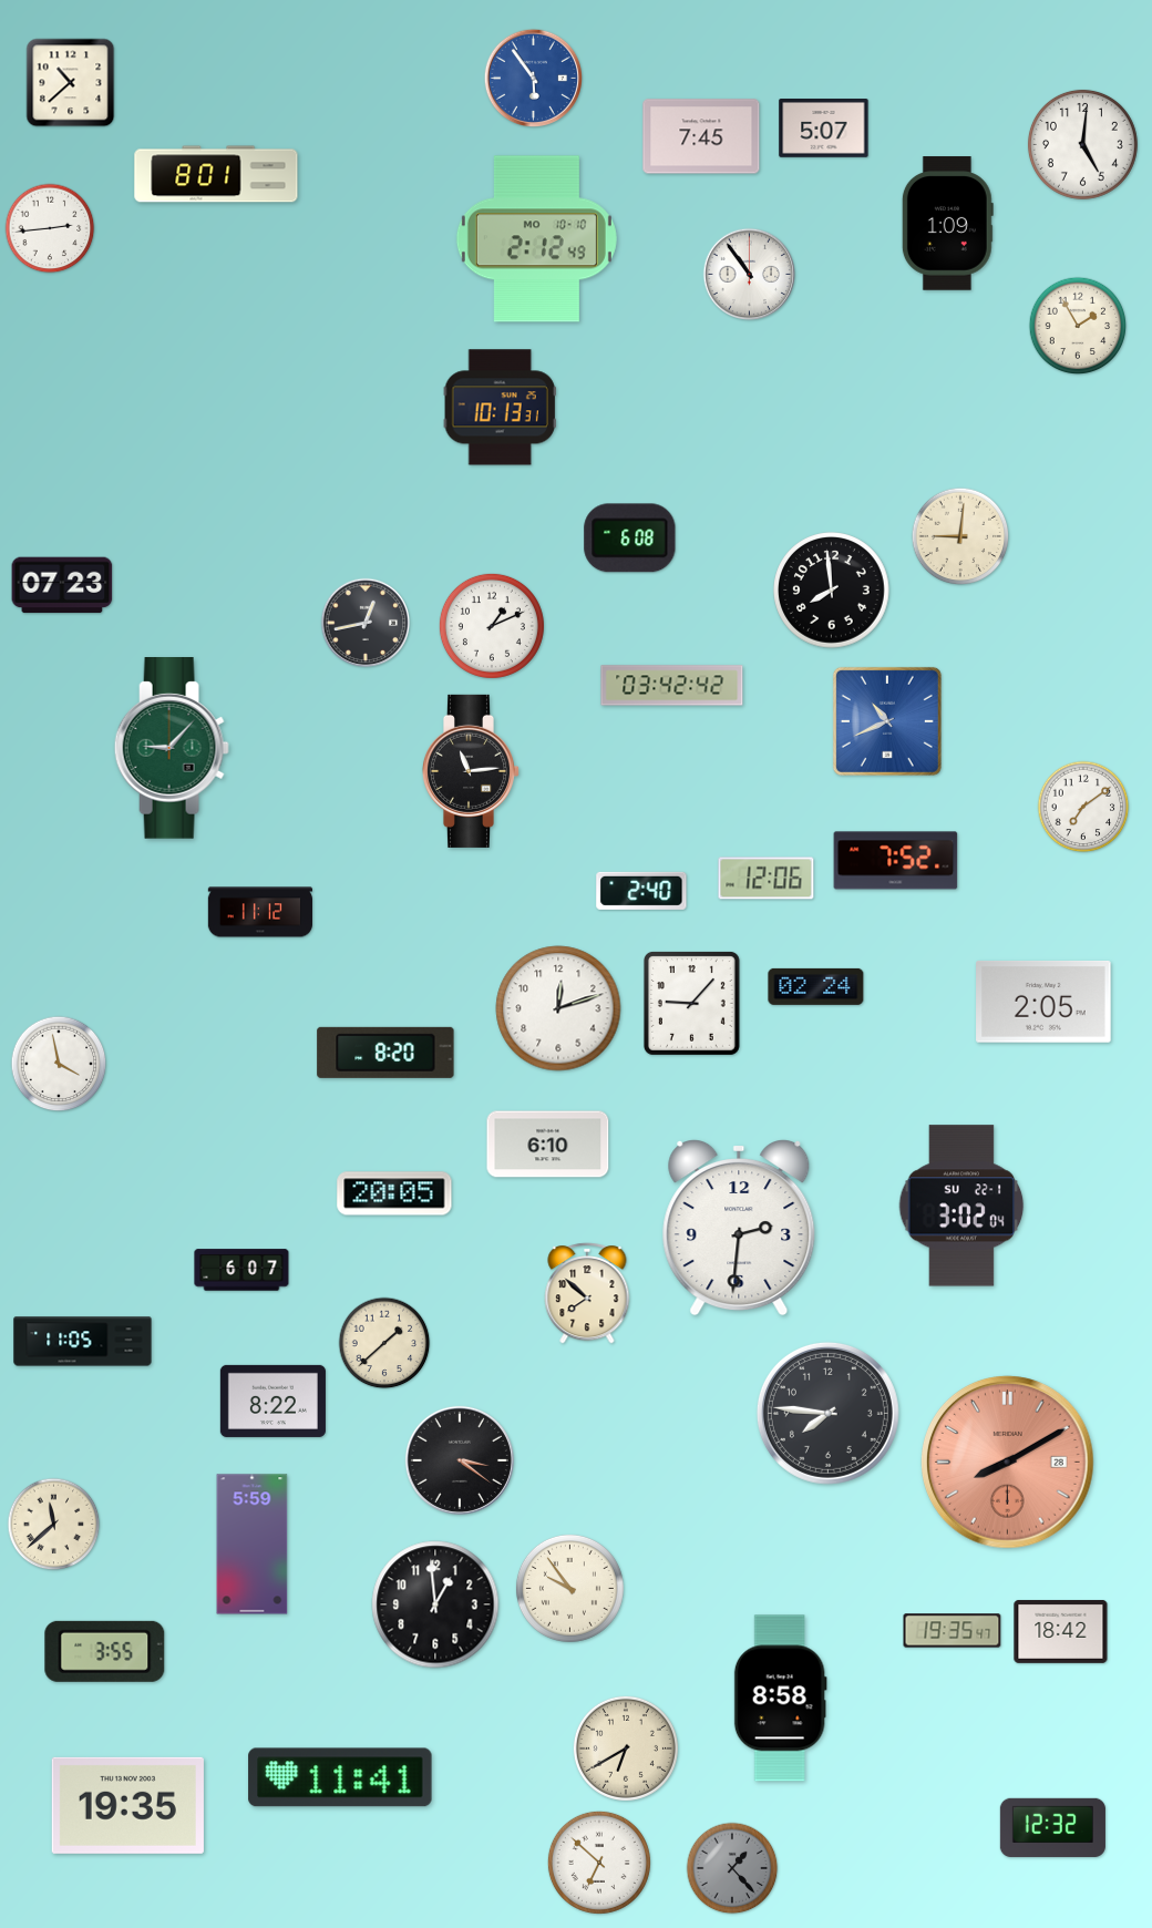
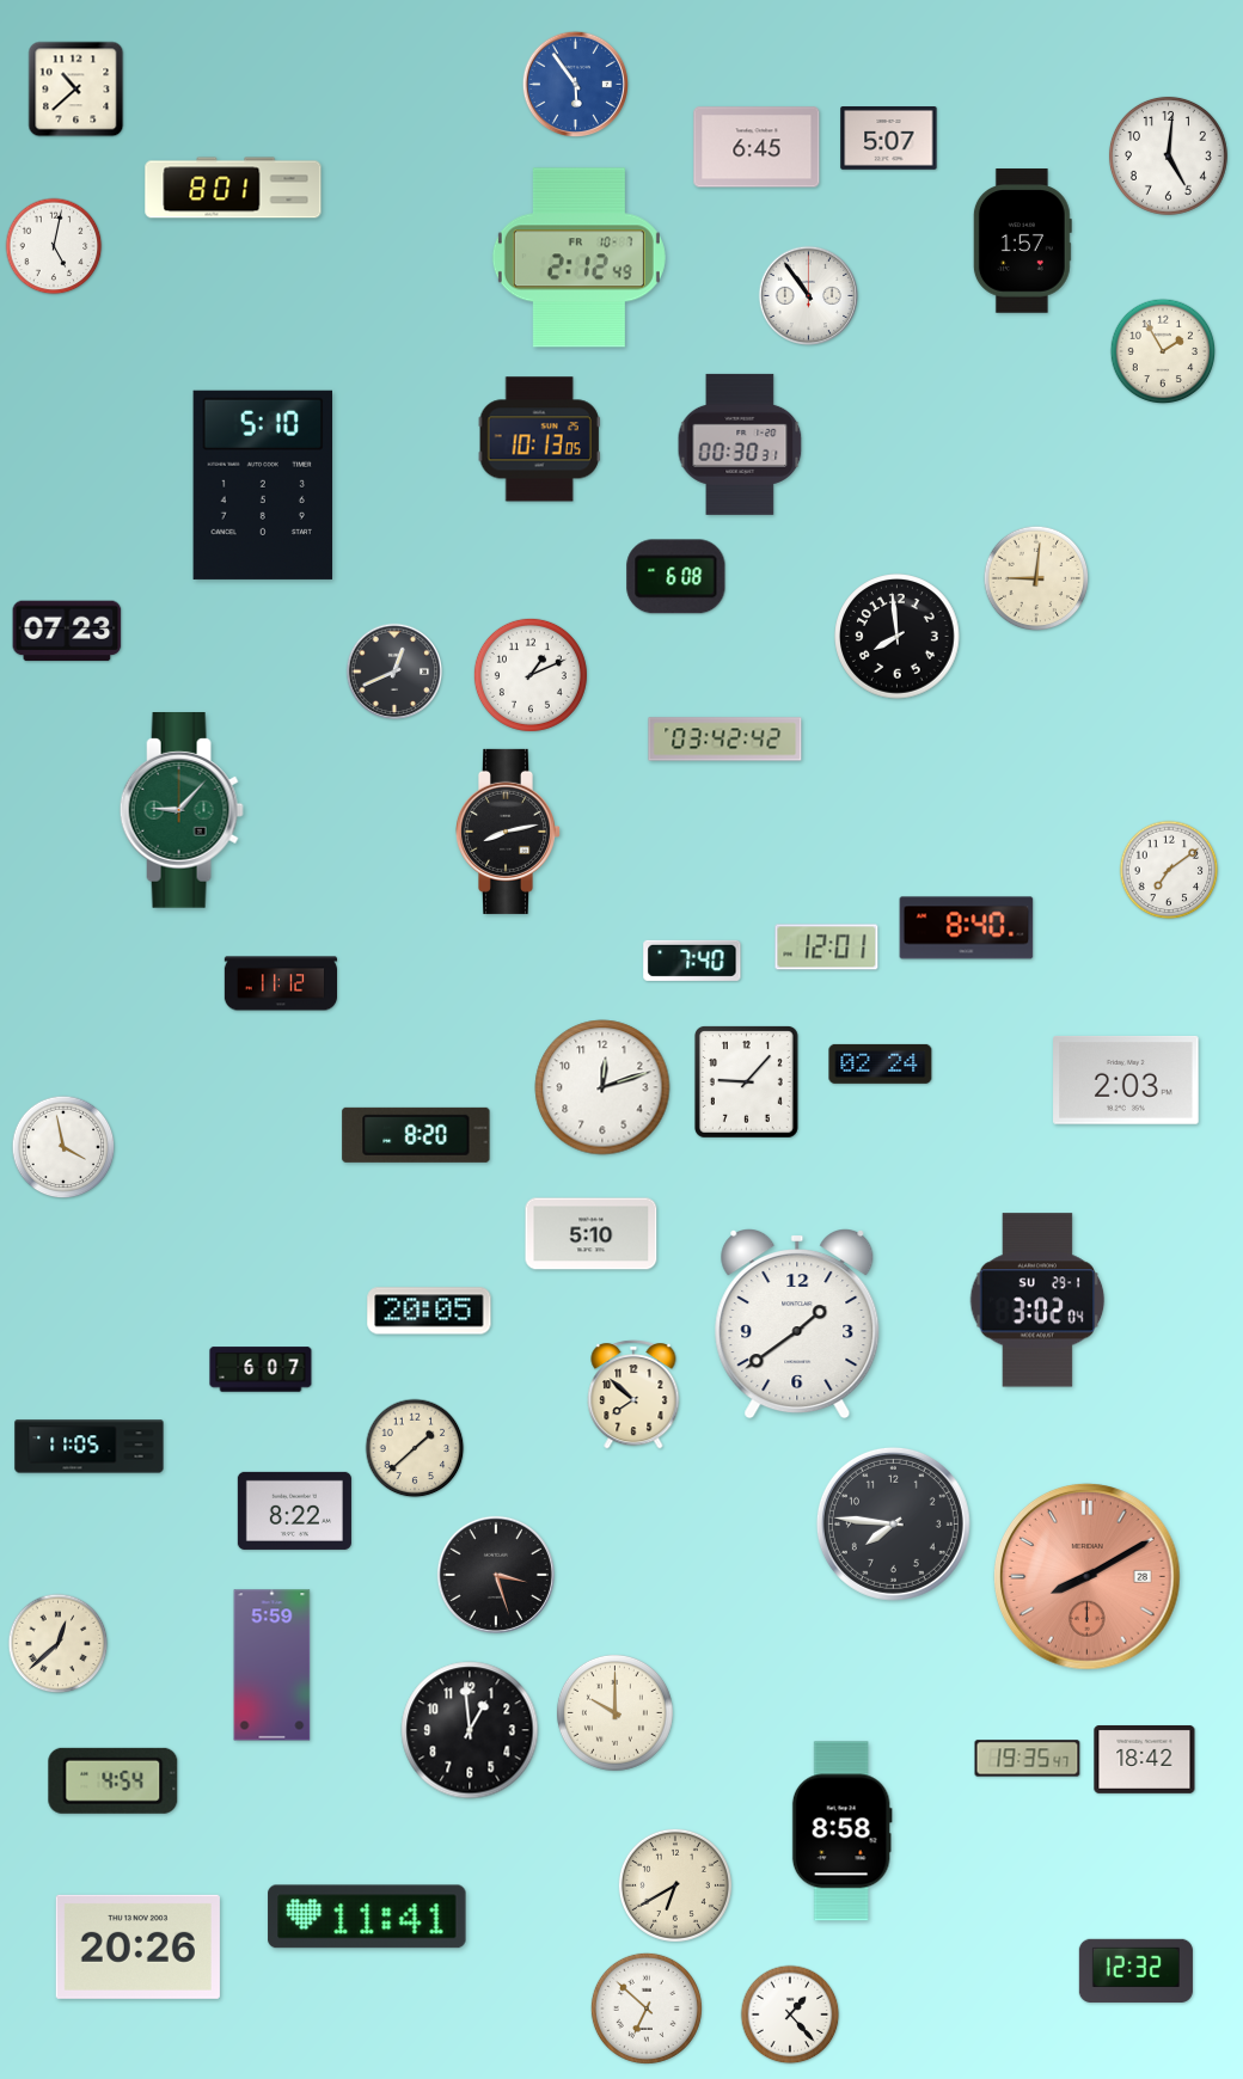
clock at (701, 136): 7:45 -> 6:45
clock at (947, 224): 1:09 -> 1:57
clock at (50, 228): 2:44 -> 5:02
clock at (536, 239) date: MO 10-10 -> FR 10-7
clock at (500, 408): 10:13:31 -> 10:13:05
clock at (740, 444): none -> 00:30
clock at (262, 485): none -> 5:10
clock at (630, 539) position: (630, 539) -> (676, 577)
clock at (366, 623): 12:43 -> 12:41
clock at (887, 721): 10:41 -> none
clock at (172, 749) position: (172, 749) -> (182, 811)
clock at (470, 771): 11:14 -> 8:13
clock at (896, 861): 7:52 -> 8:40
clock at (767, 879): 12:06 -> 12:01
clock at (641, 891): 2:40 -> 7:40
clock at (1043, 1002): 2:05 -> 2:03
clock at (548, 1145): 6:10 -> 5:10
clock at (394, 1193) position: (394, 1193) -> (429, 1311)
clock at (961, 1206) date: SU 22-1 -> SU 29-1
clock at (739, 1228): 2:31 -> 1:39
clock at (460, 1460): 3:21 -> 3:27
clock at (54, 1525): 11:38 -> 12:38
clock at (569, 1588): 9:54 -> 10:00
clock at (105, 1651): 3:55 -> 4:54
clock at (127, 1805): 19:35 -> 20:26
clock at (732, 1868) dial: grey -> white
